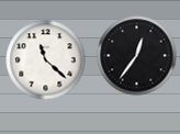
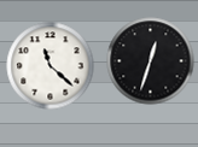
clock at (137, 56): 12:36 -> 12:33
